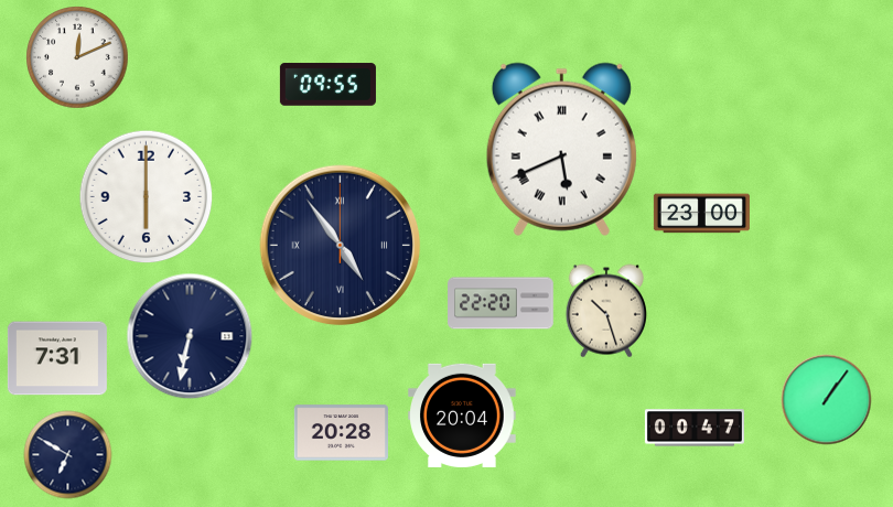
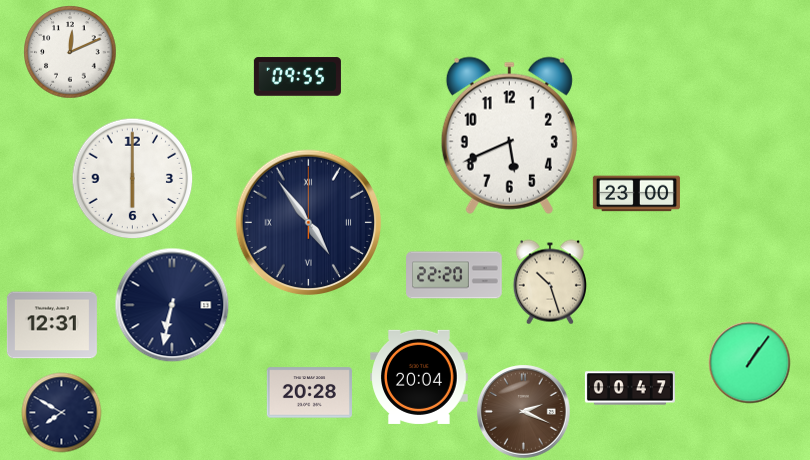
clock at (561, 149) numerals: Roman -> Arabic
clock at (57, 358): 7:31 -> 12:31
clock at (523, 411): none -> 2:19
clock at (67, 454): 6:50 -> 7:50
